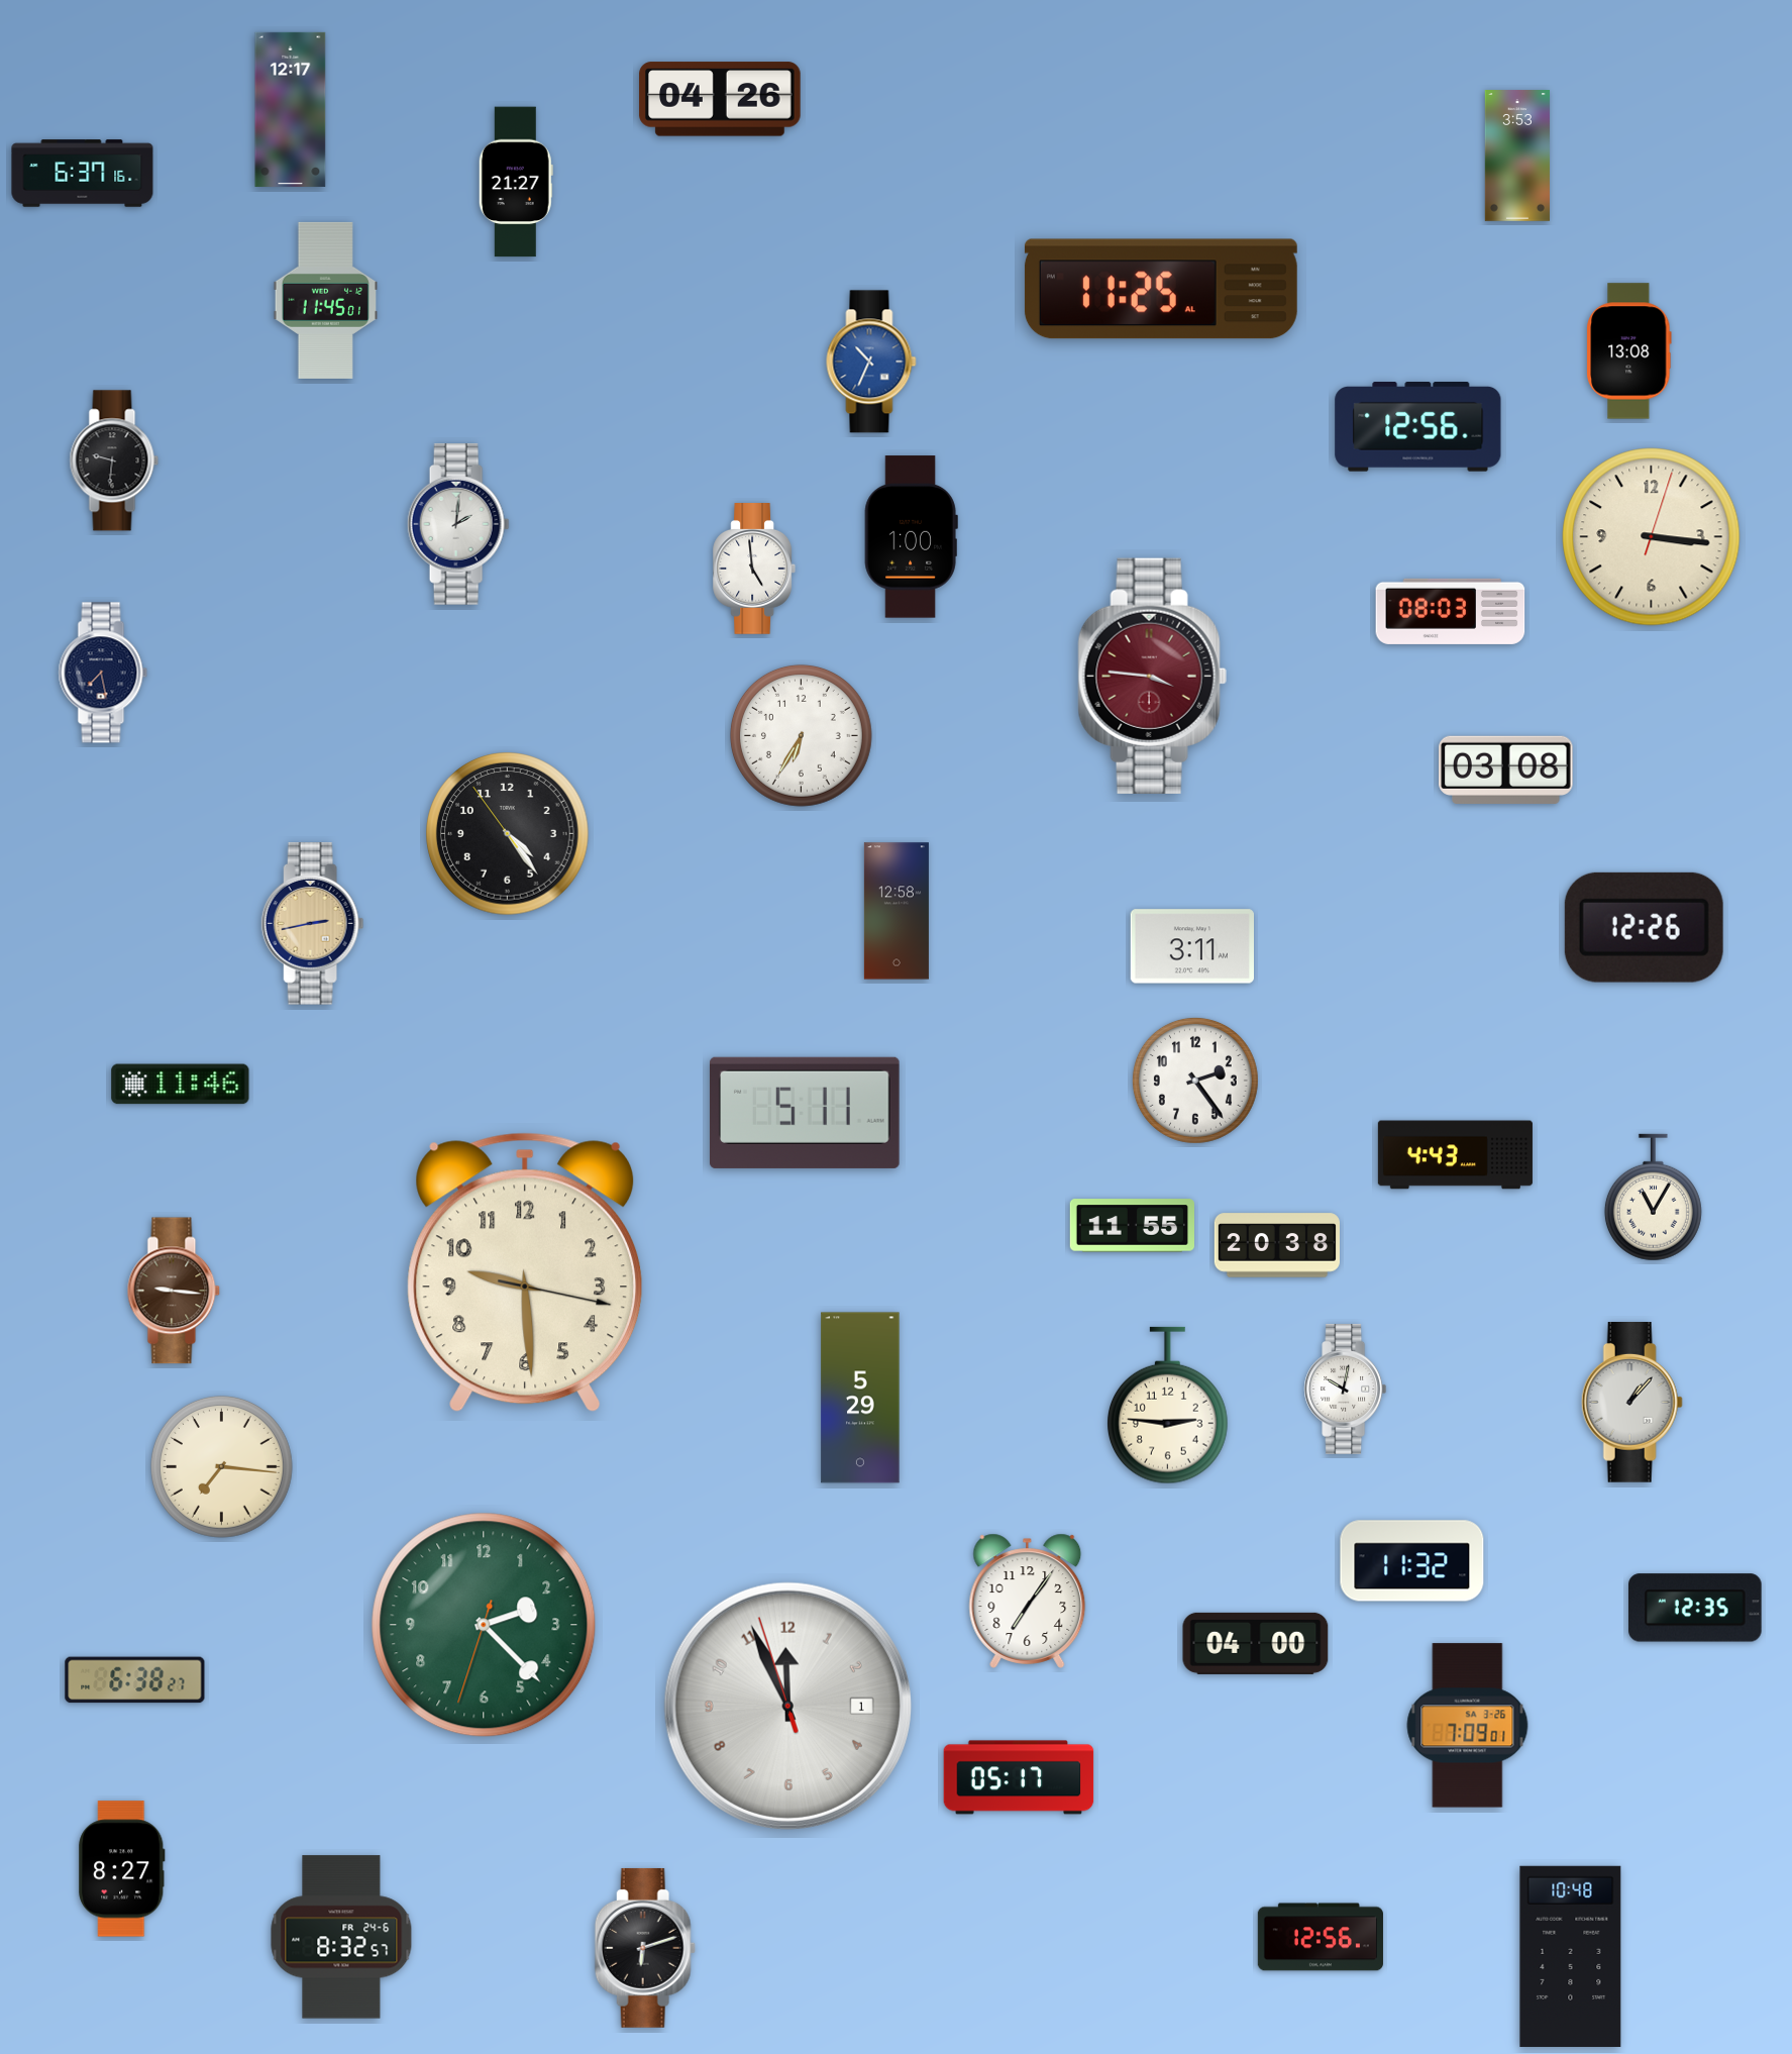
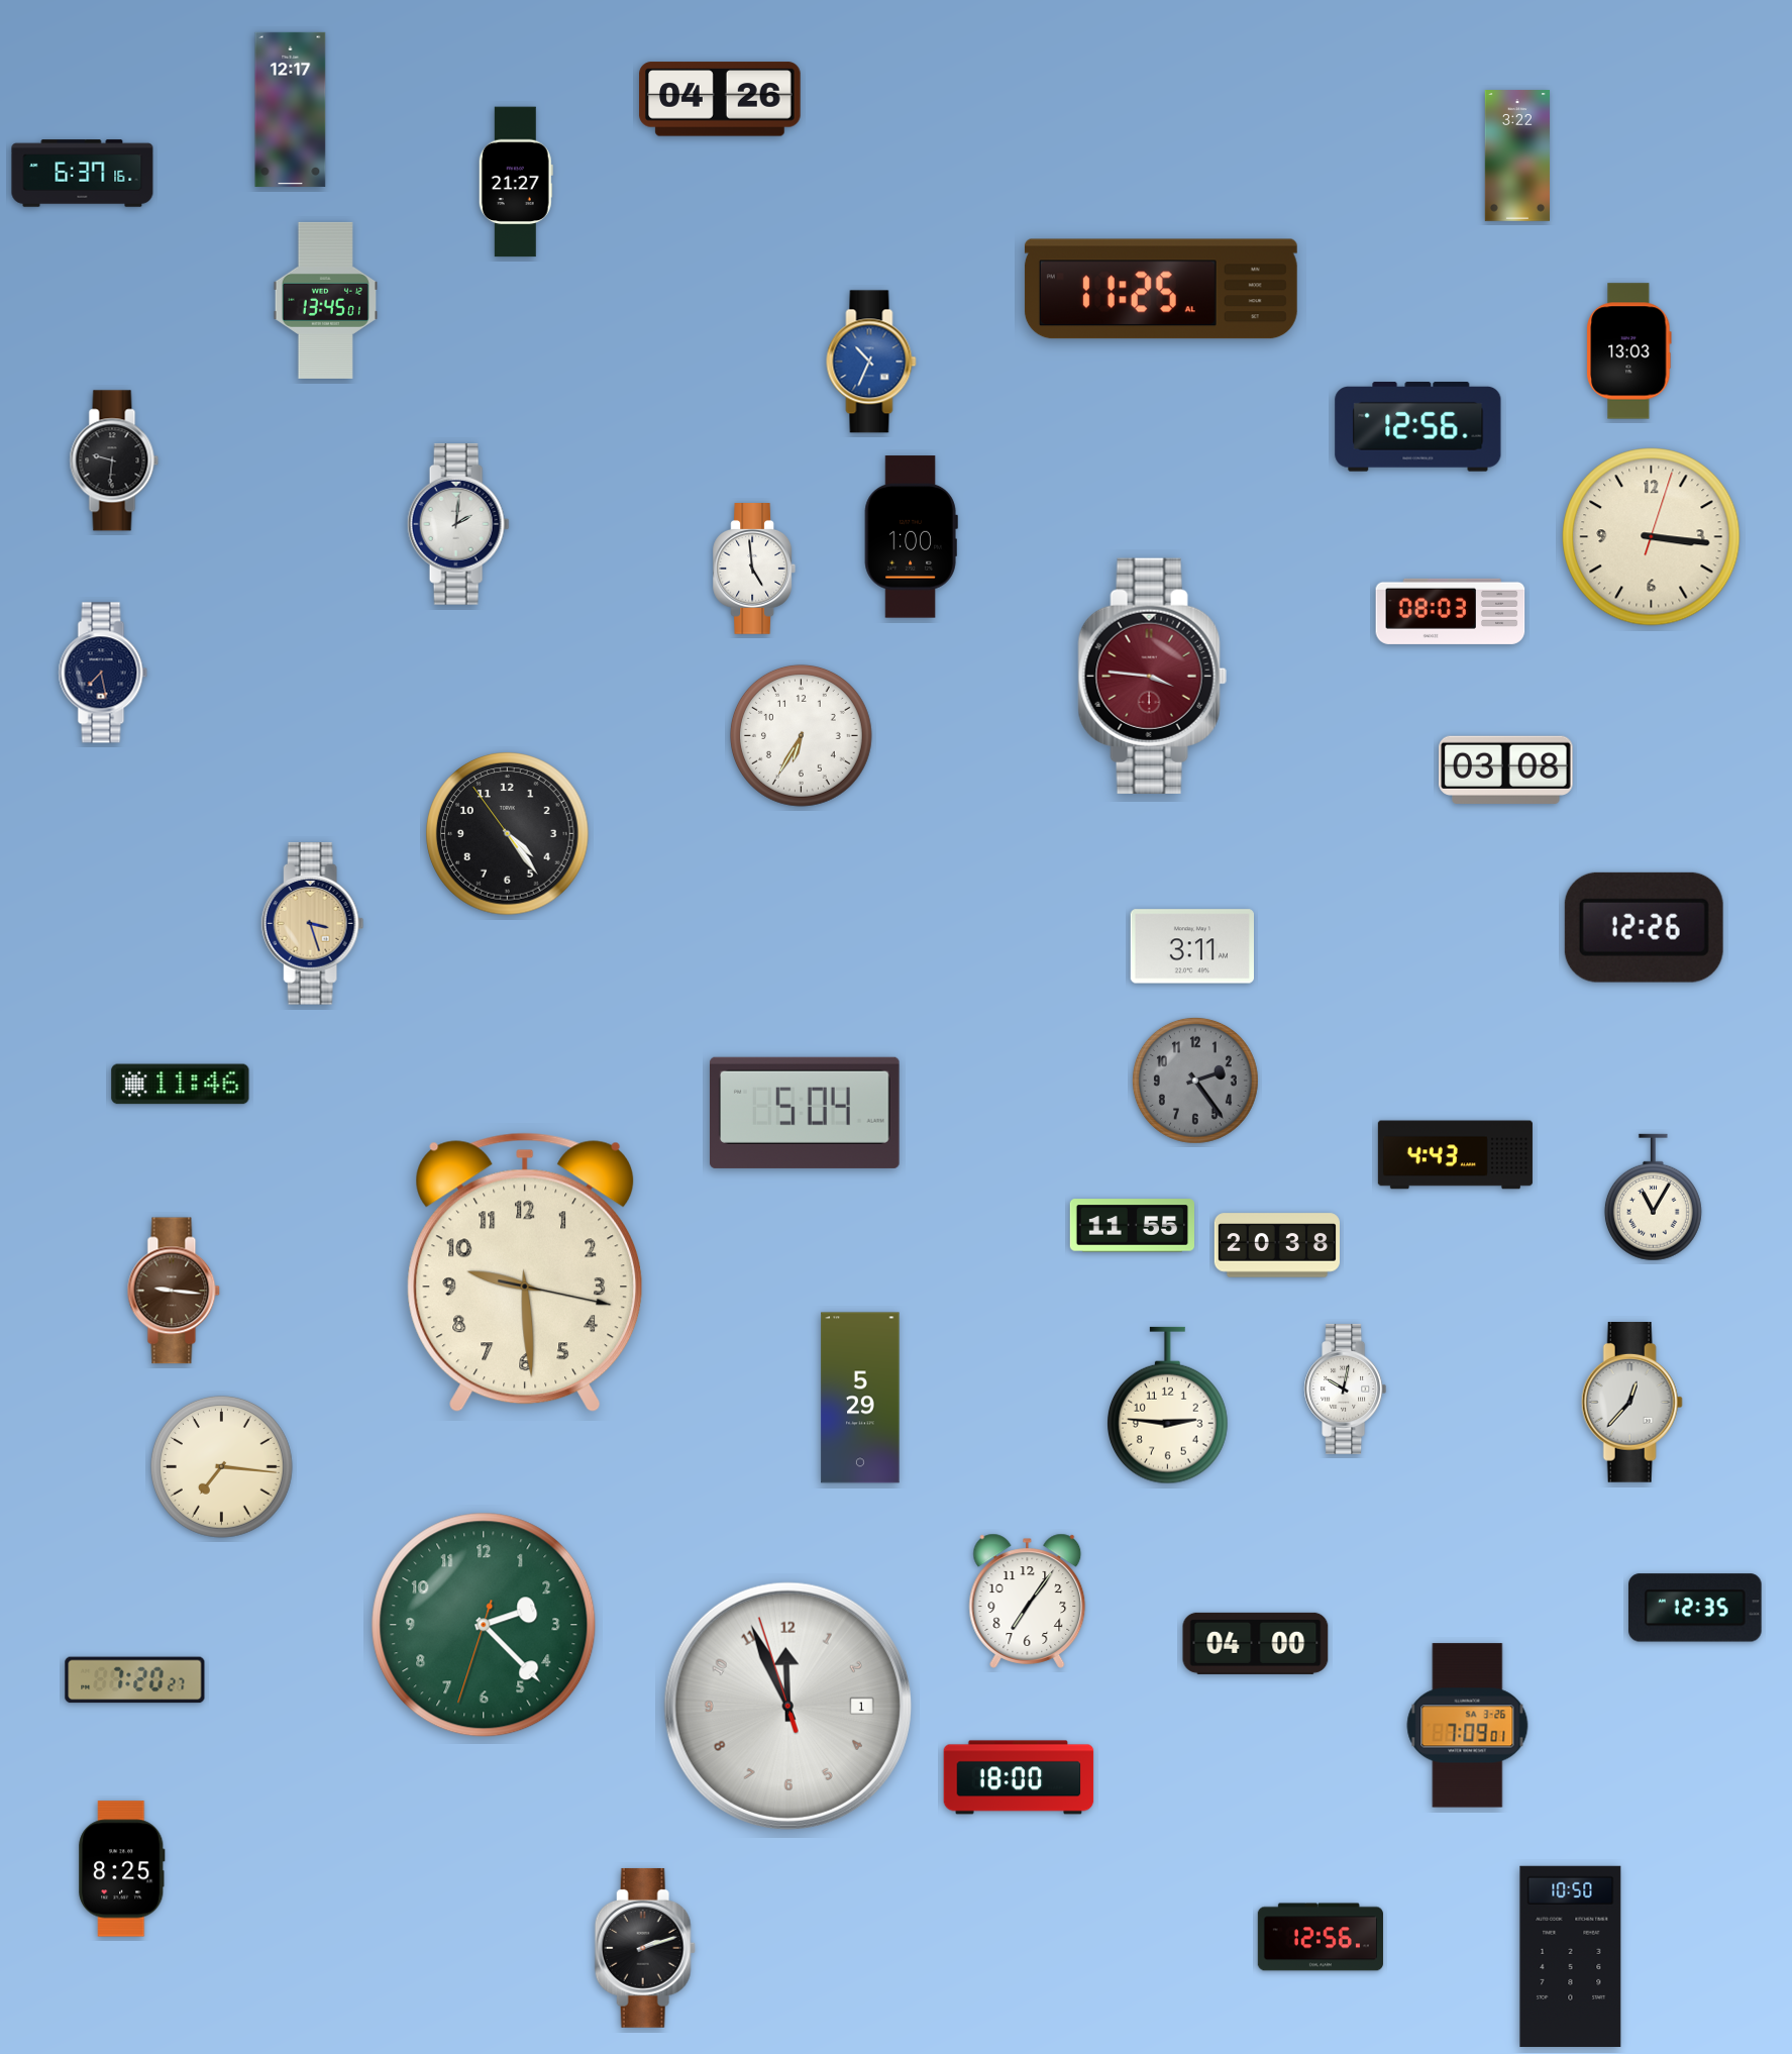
clock at (1517, 156): 3:53 -> 3:22
clock at (325, 300): 11:45 -> 13:45
clock at (1629, 351): 13:08 -> 13:03
clock at (897, 911): 12:58 -> none
clock at (313, 924): 2:43 -> 3:27
clock at (1195, 1081) dial: white -> grey
clock at (806, 1113): 5:11 -> 5:04
clock at (1631, 1403): 1:07 -> 12:37
clock at (1412, 1561): 11:32 -> none
clock at (135, 1680): 6:38 -> 7:20
clock at (1019, 1777): 05:17 -> 18:00
clock at (122, 1869): 8:27 -> 8:25
clock at (341, 1937): 8:32 -> none
clock at (645, 1948): 6:12 -> 2:12
clock at (1571, 1956): 10:48 -> 10:50
